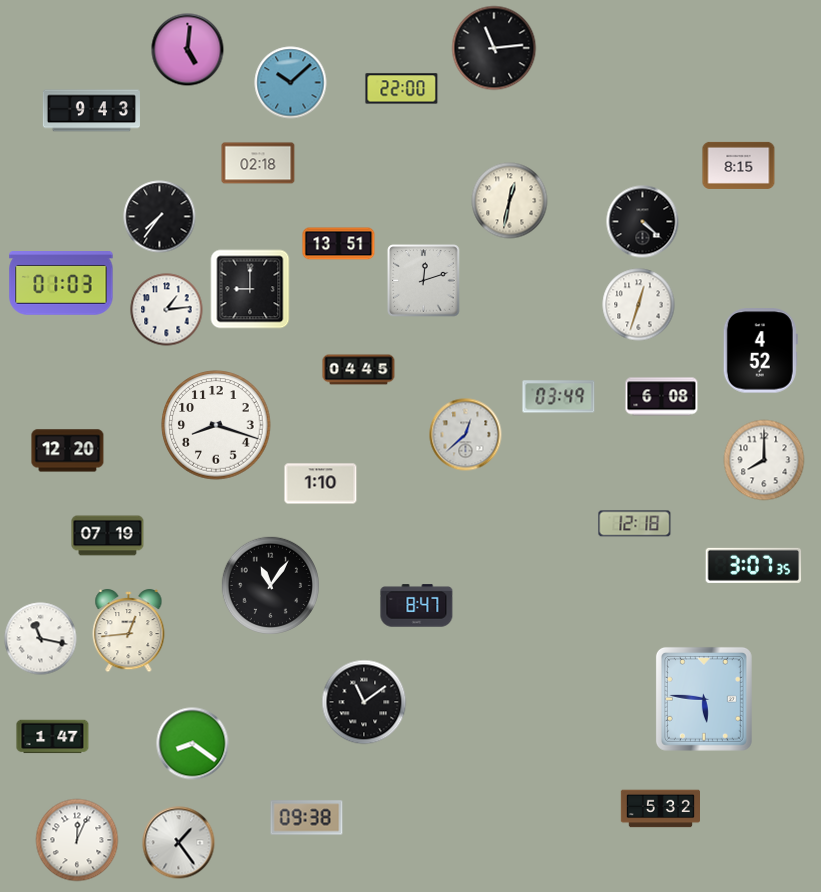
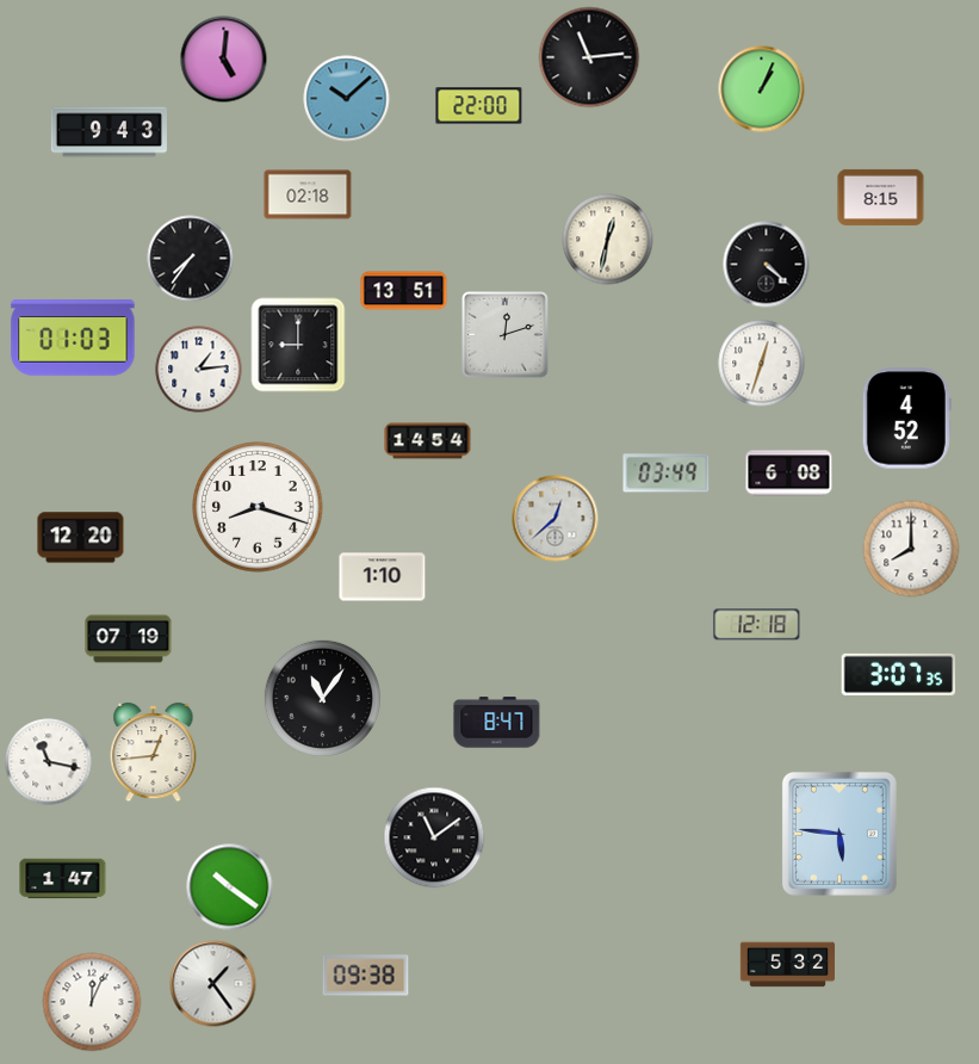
clock at (762, 89): none -> 1:04
clock at (359, 370): 04:45 -> 14:54
clock at (193, 744): 8:21 -> 10:21
clock at (179, 843) position: (179, 843) -> (213, 984)
